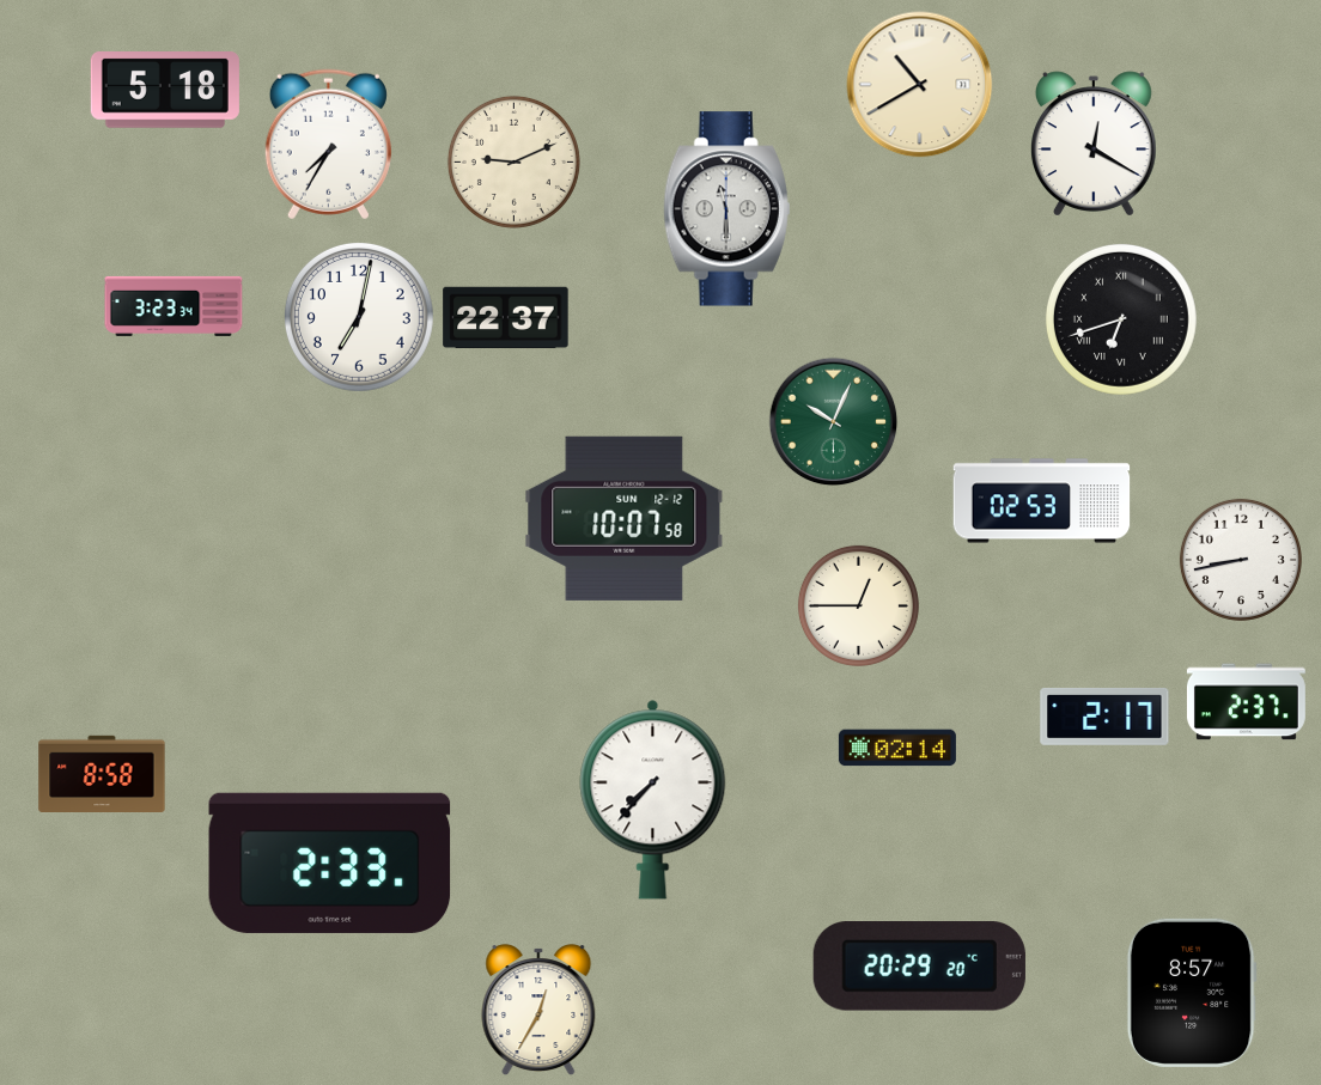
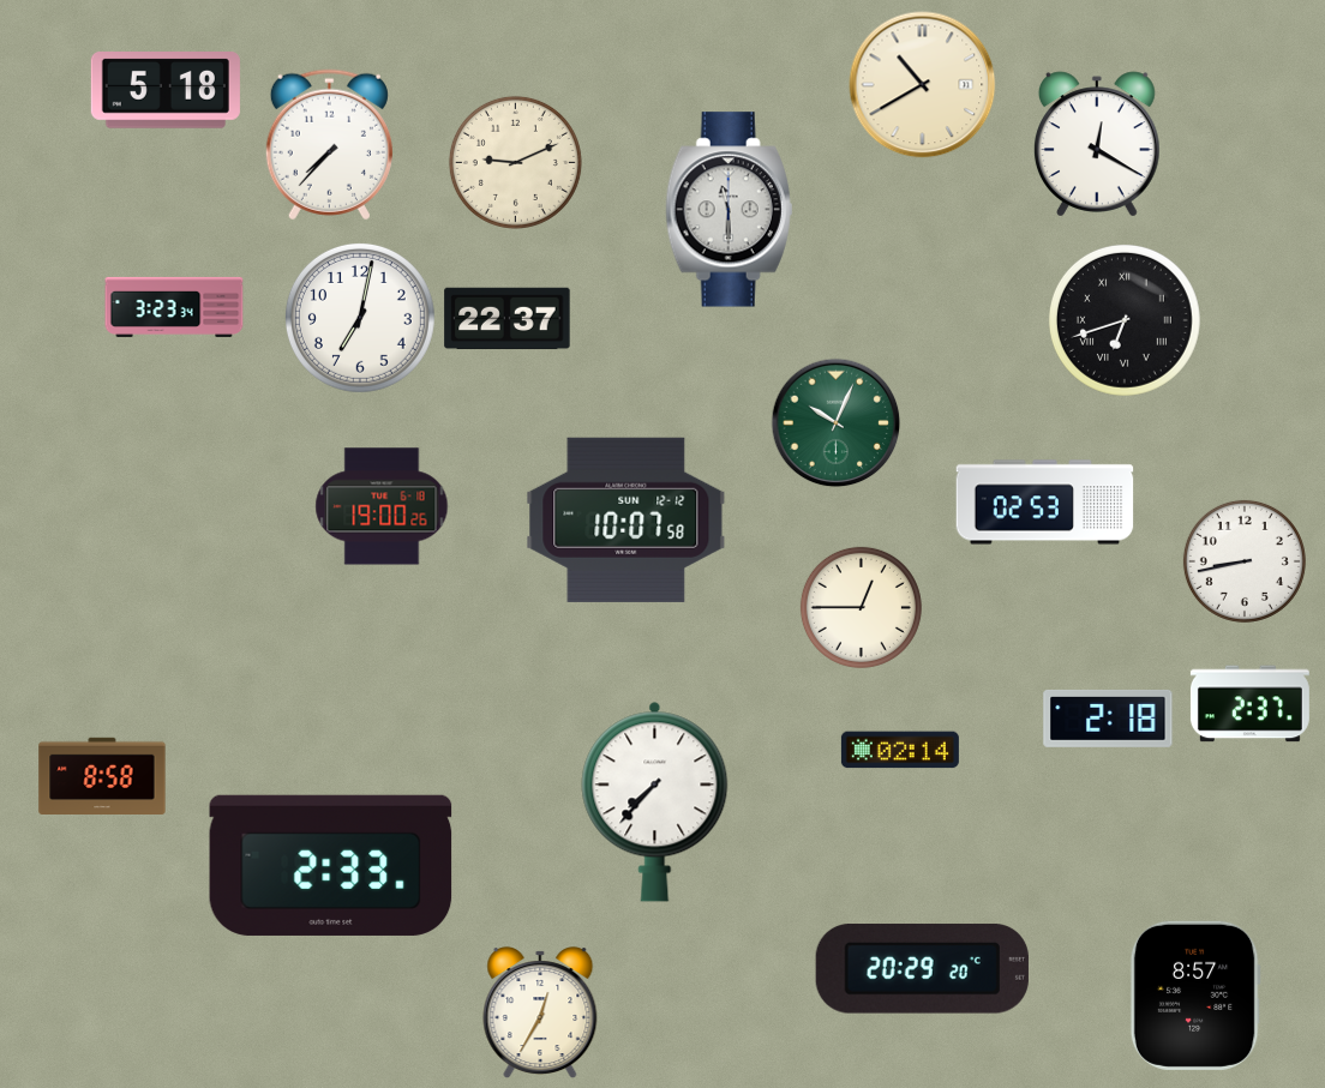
clock at (328, 145): 7:35 -> 7:37
clock at (382, 506): none -> 19:00
clock at (1104, 717): 2:17 -> 2:18
